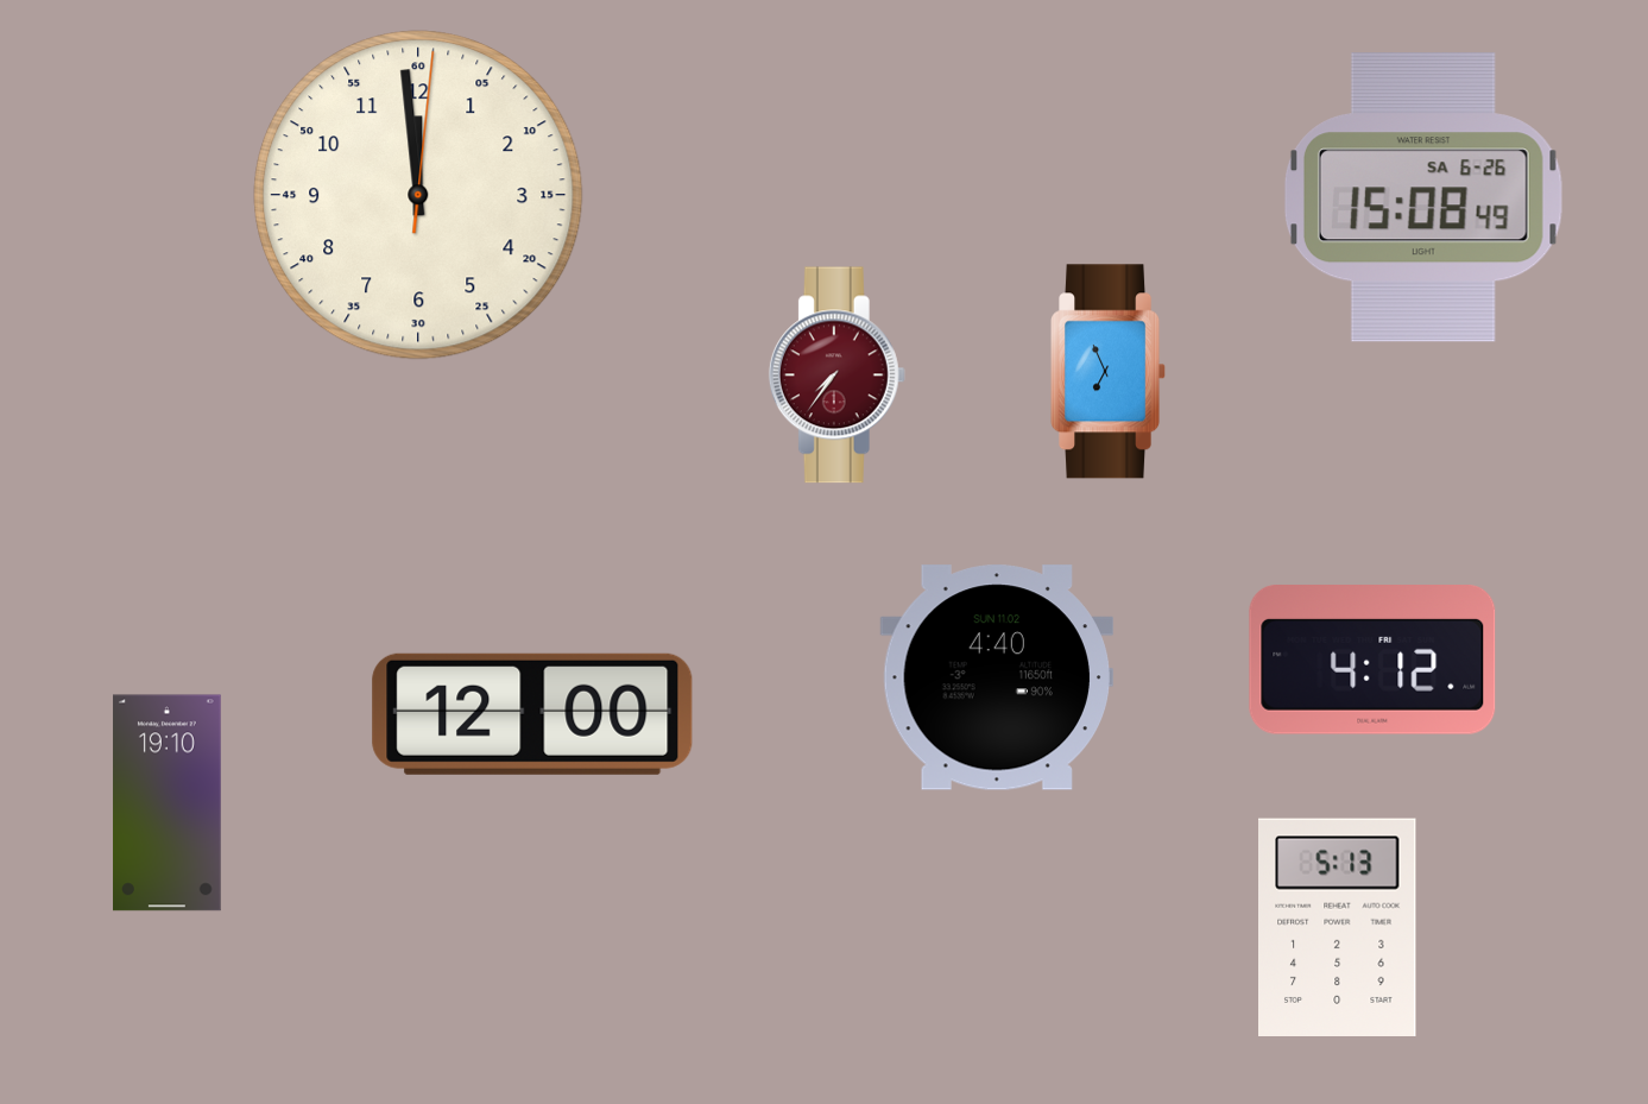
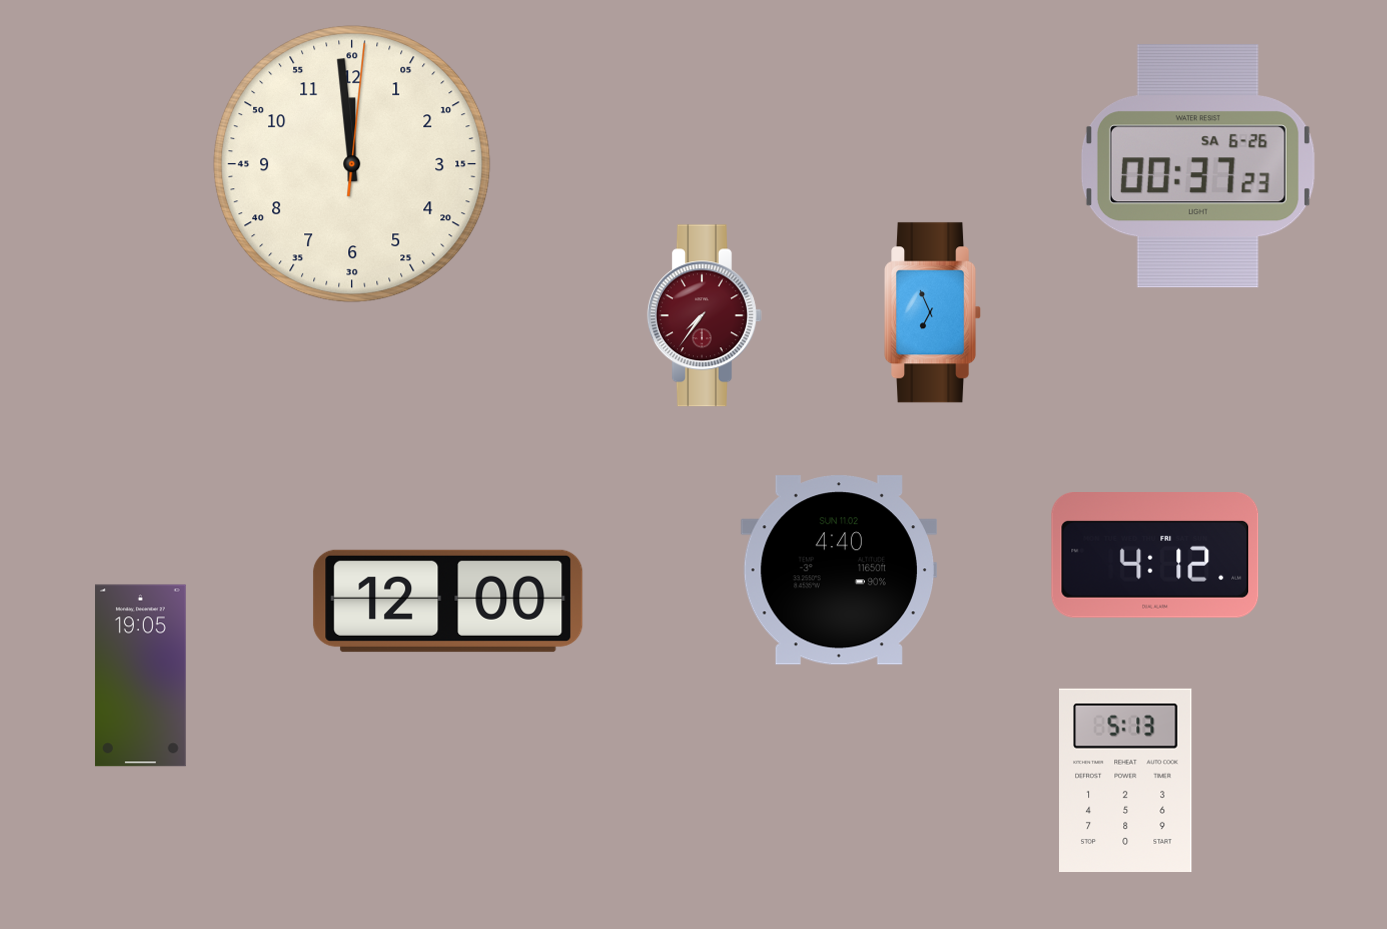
clock at (1423, 197): 15:08 -> 00:37
clock at (168, 803): 19:10 -> 19:05
